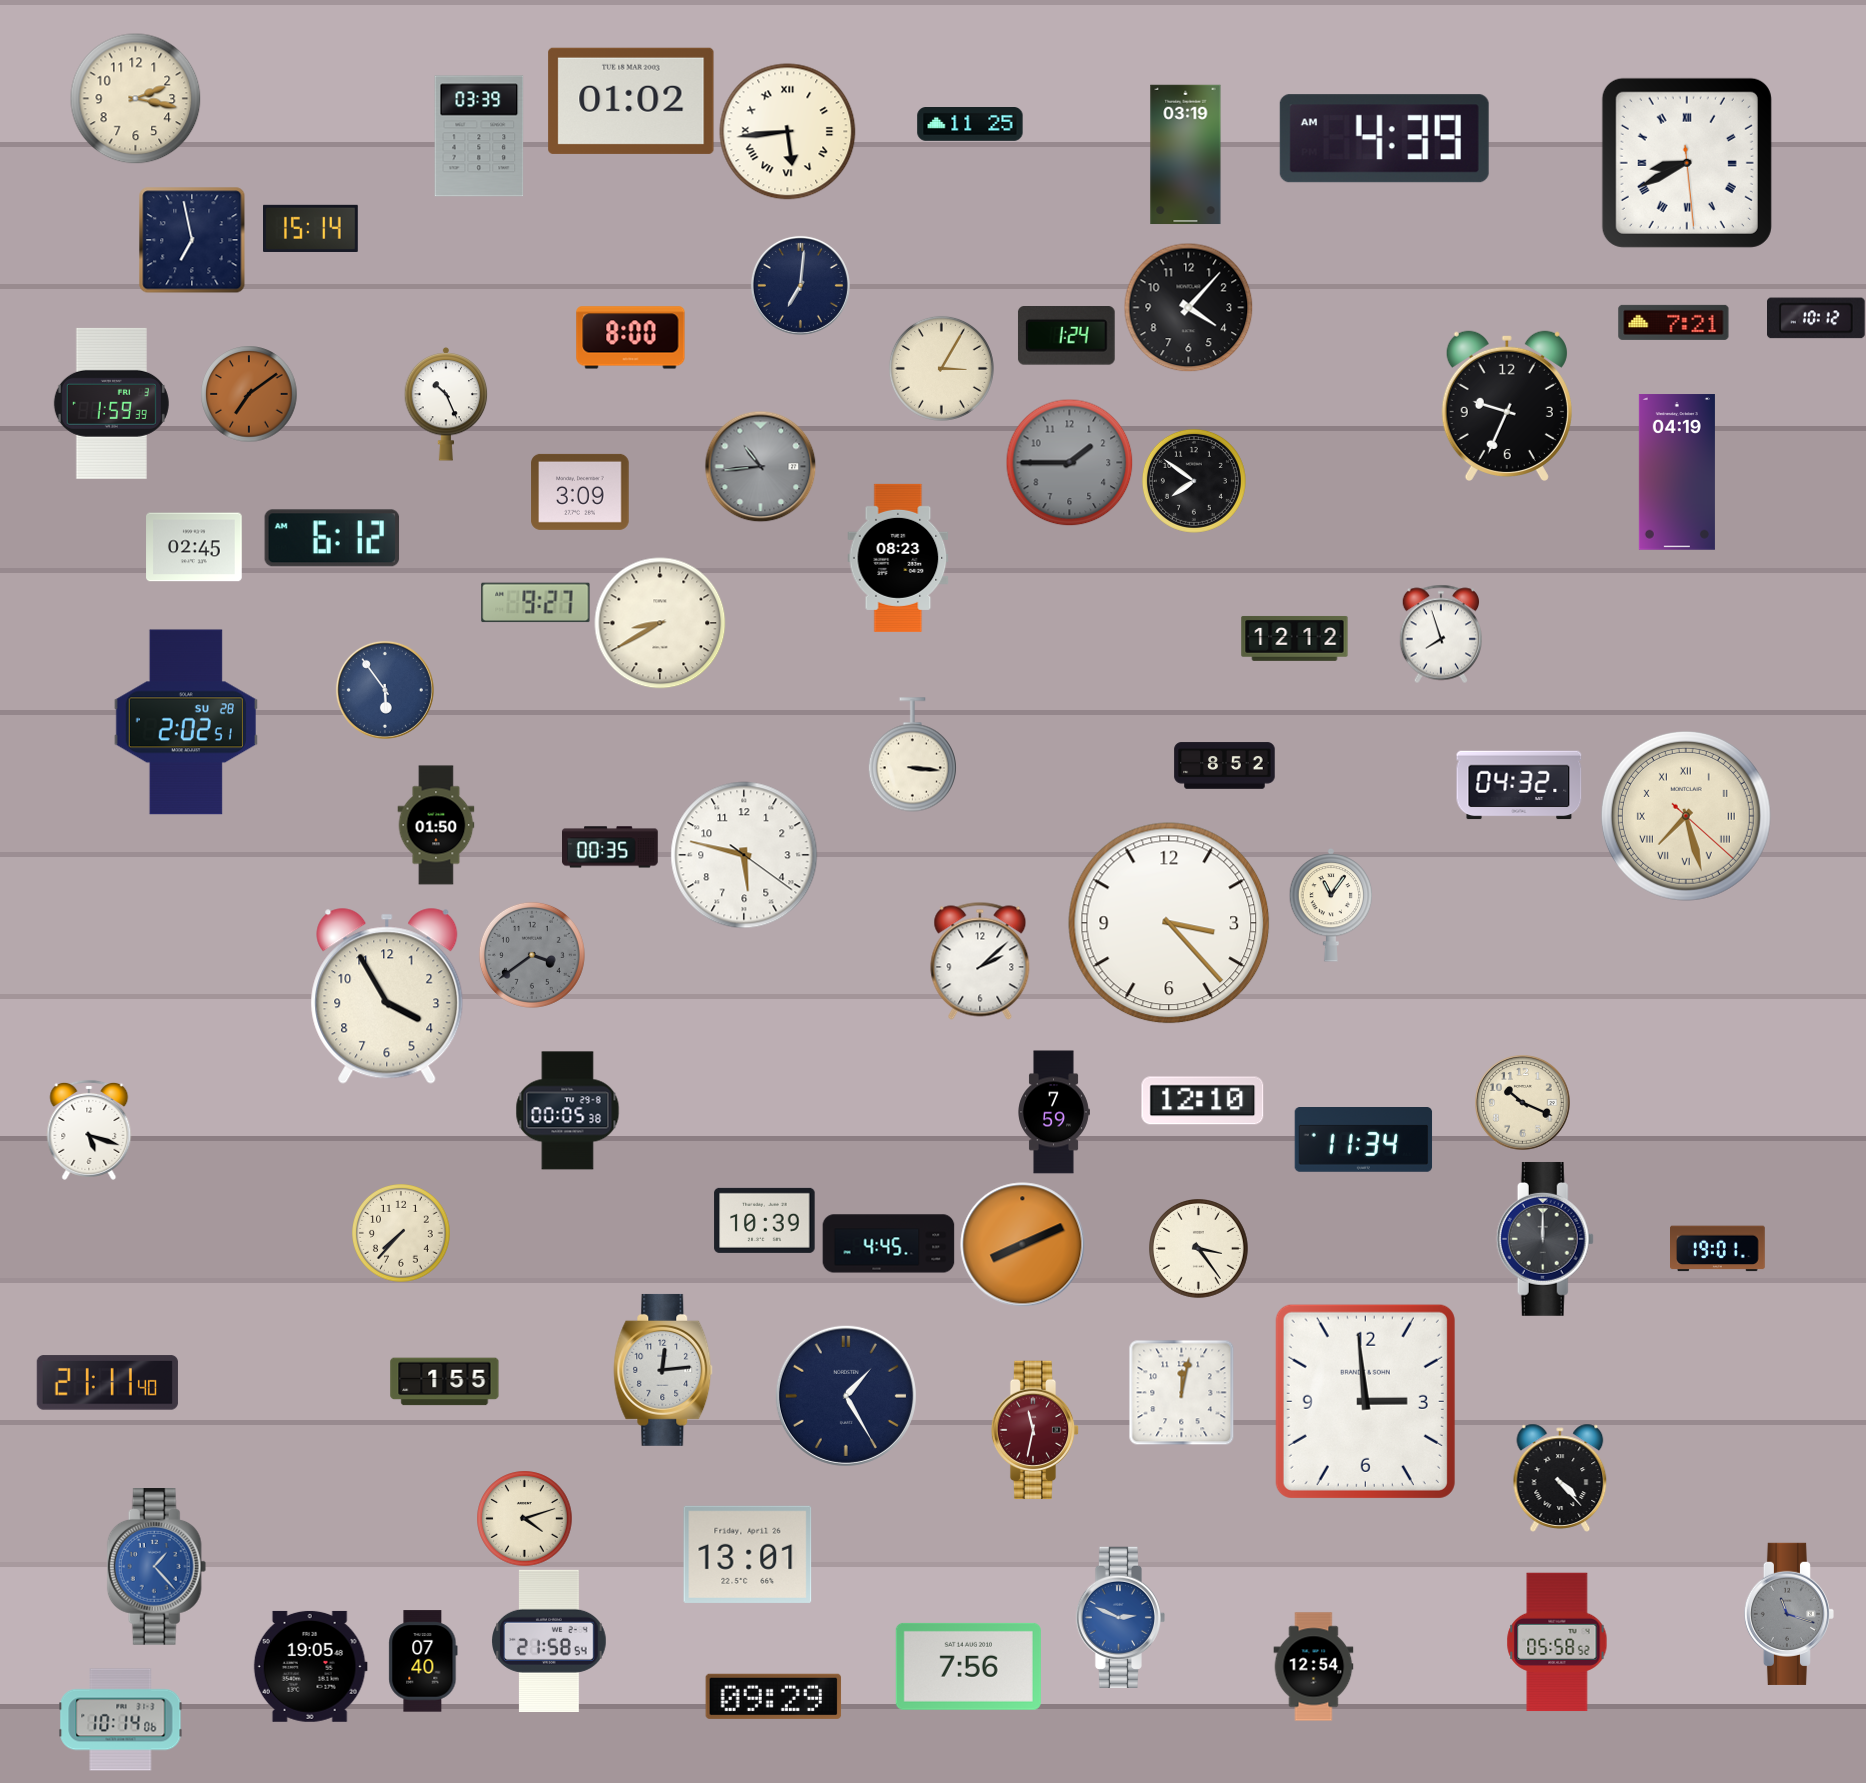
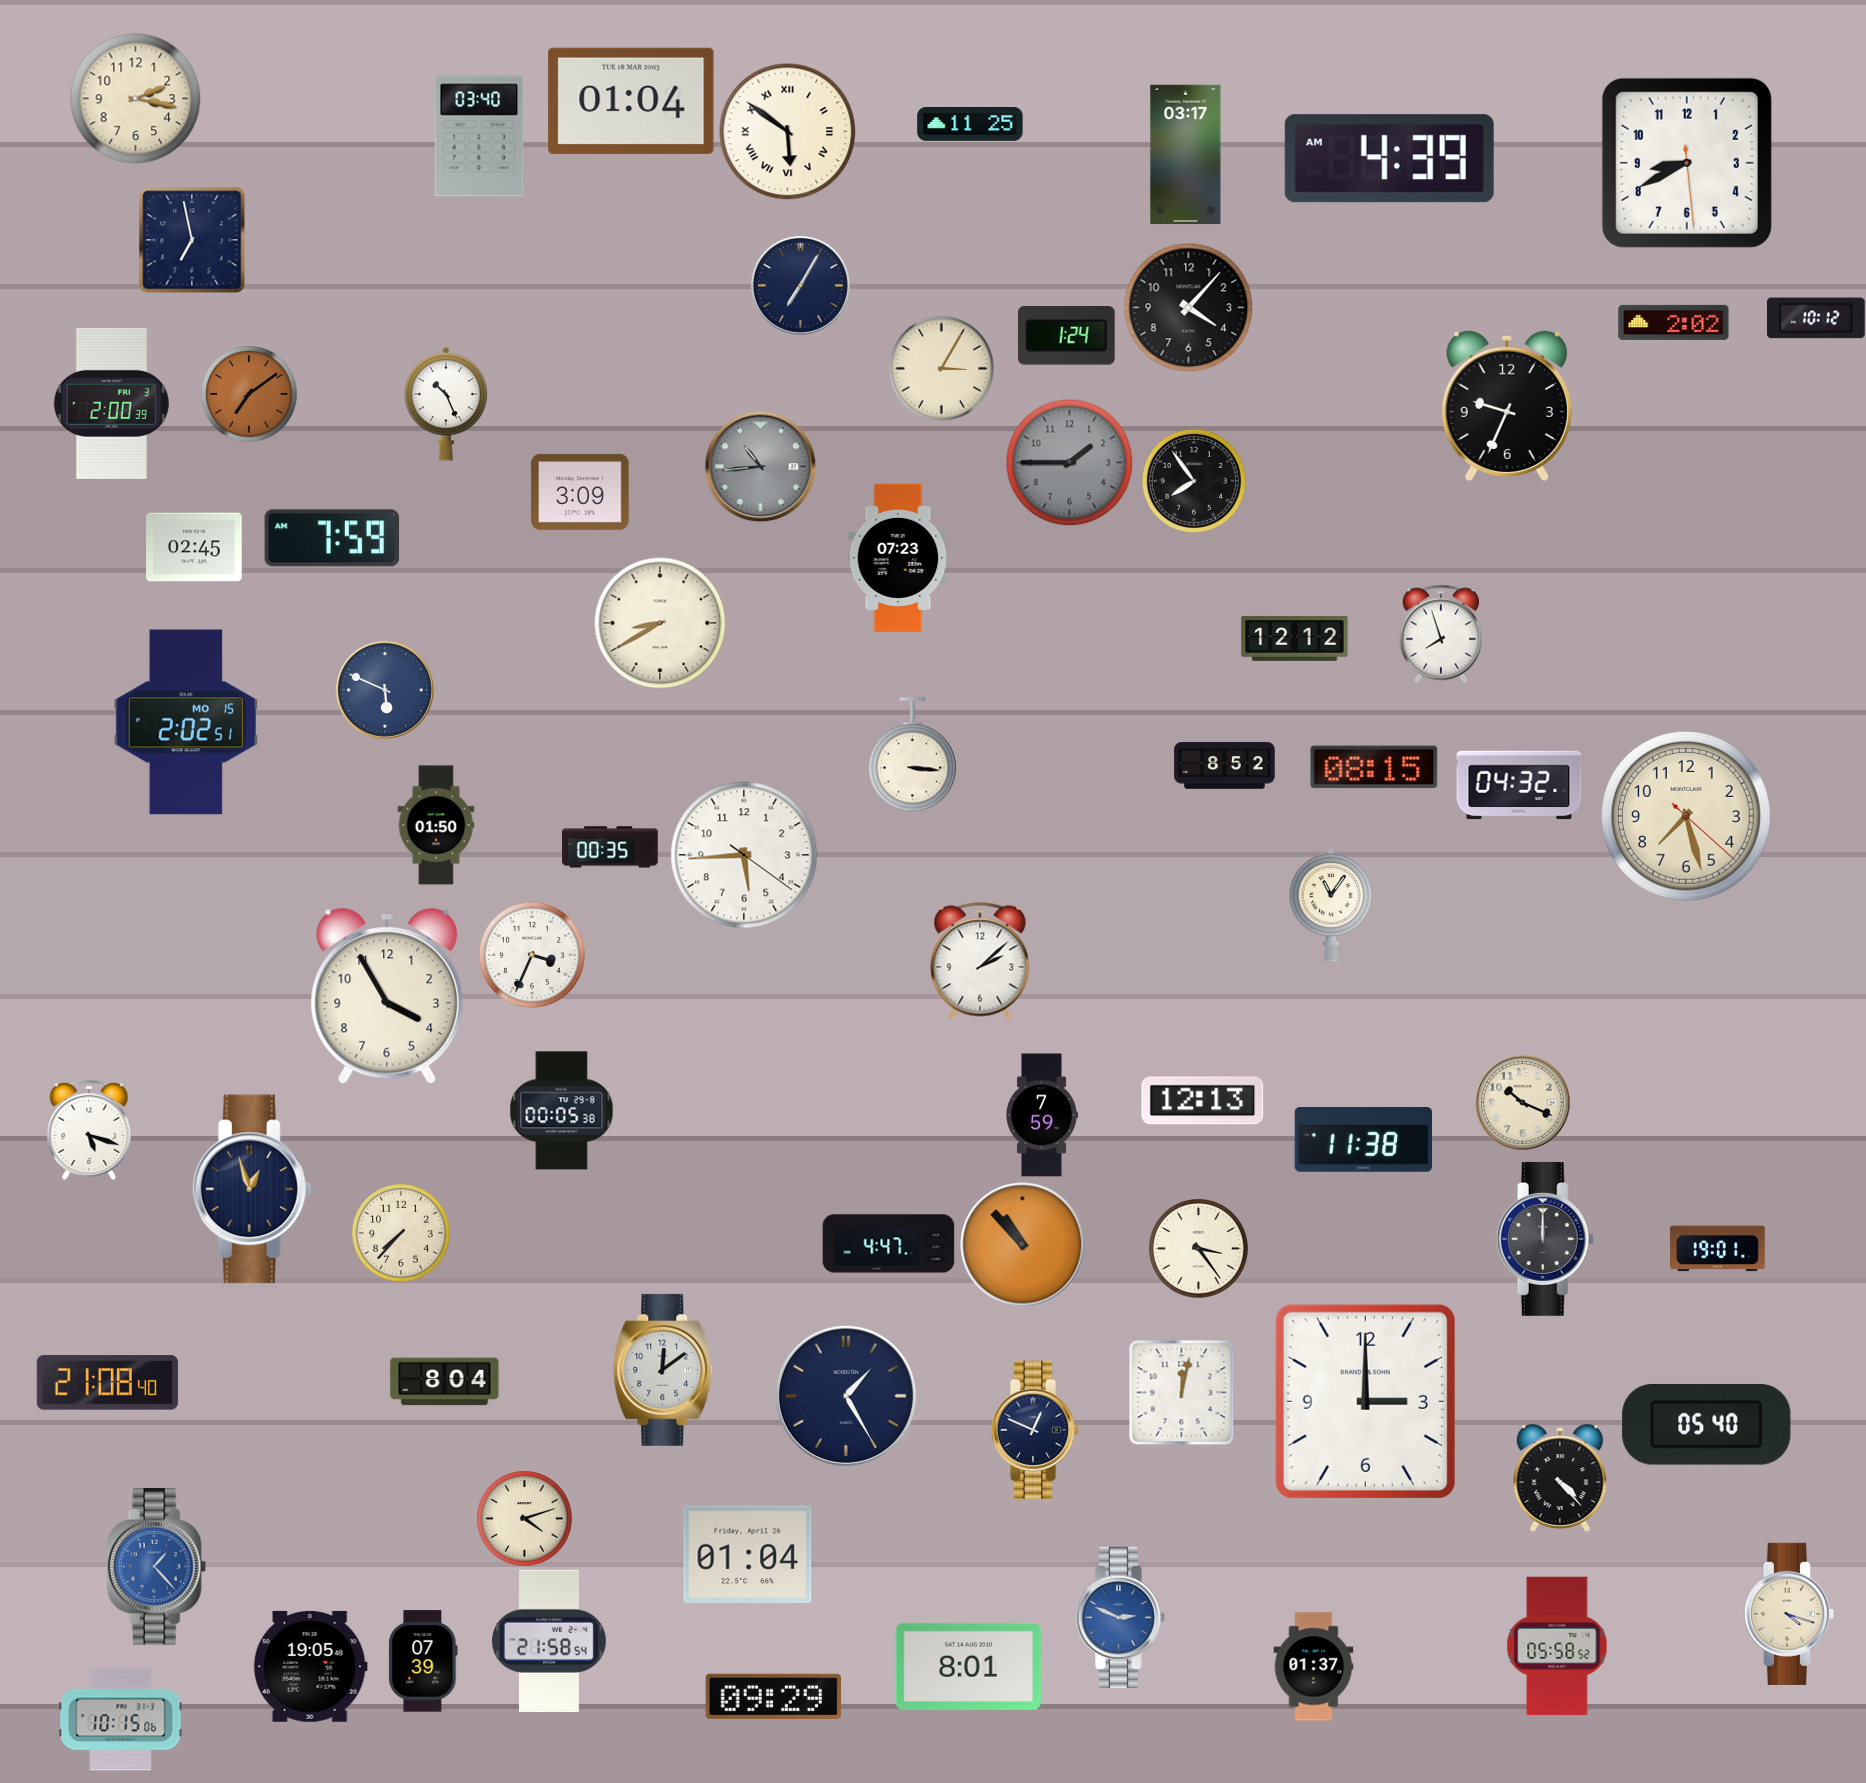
clock at (631, 101): 01:02 -> 01:04
clock at (788, 132): 5:44 -> 5:51
clock at (479, 136): 03:39 -> 03:40
clock at (1384, 139) position: (1384, 139) -> (1389, 159)
clock at (1186, 155): 03:19 -> 03:17
clock at (1687, 163) numerals: Roman -> Arabic
clock at (311, 228): 15:14 -> none
clock at (800, 285): 7:01 -> 7:05
clock at (1674, 322): 7:21 -> 2:02
clock at (631, 338): 8:00 -> none
clock at (111, 403): 1:59 -> 2:00
clock at (1677, 472): 04:19 -> none
clock at (1194, 481): 7:51 -> 7:54
clock at (332, 538): 6:12 -> 7:59
clock at (898, 558): 08:23 -> 07:23
clock at (536, 603): 9:27 -> none
clock at (385, 690): 5:54 -> 5:49
clock at (186, 722) date: SU 28 -> MO 15
clock at (1374, 767): none -> 08:15
clock at (1686, 816) numerals: Roman -> Arabic
clock at (744, 855): 5:47 -> 5:44
clock at (1169, 923): 3:23 -> none
clock at (532, 955): 3:39 -> 3:34
clock at (532, 955) dial: grey -> white
clock at (1203, 1101): 12:10 -> 12:13
clock at (568, 1111) position: (568, 1111) -> (562, 1111)
clock at (1054, 1112) position: (1054, 1112) -> (1042, 1115)
clock at (1364, 1140): 11:34 -> 11:38
clock at (252, 1189): none -> 12:57
clock at (765, 1220): 10:39 -> none
clock at (889, 1244): 4:45 -> 4:47
clock at (1023, 1245): 8:11 -> 10:53
clock at (663, 1370): 12:14 -> 12:09
clock at (445, 1382): 1:55 -> 8:04
clock at (107, 1383): 21:11 -> 21:08
clock at (1365, 1401): 2:59 -> 3:00
clock at (1707, 1424): none -> 05:40
clock at (1035, 1430): 11:32 -> 12:49
clock at (1035, 1430) dial: burgundy -> navy
clock at (748, 1554): 13:01 -> 01:04
clock at (1789, 1614): 11:18 -> 4:18
clock at (1789, 1614) dial: grey -> cream
clock at (1557, 1642) position: (1557, 1642) -> (1557, 1646)
clock at (423, 1661): 07:40 -> 07:39
clock at (968, 1666): 7:56 -> 8:01
clock at (1314, 1667): 12:54 -> 01:37
clock at (121, 1720): 10:14 -> 10:15
